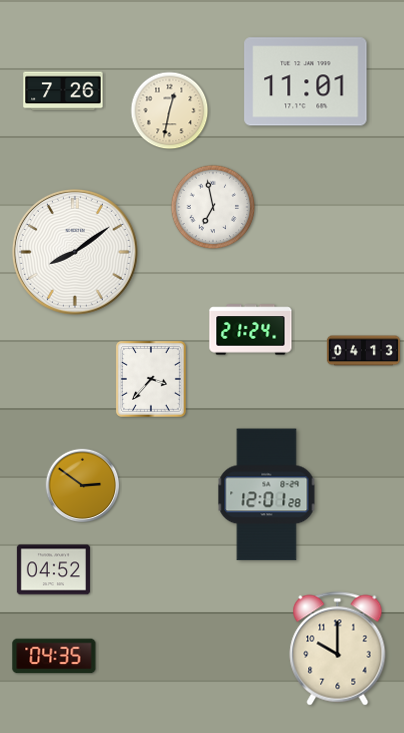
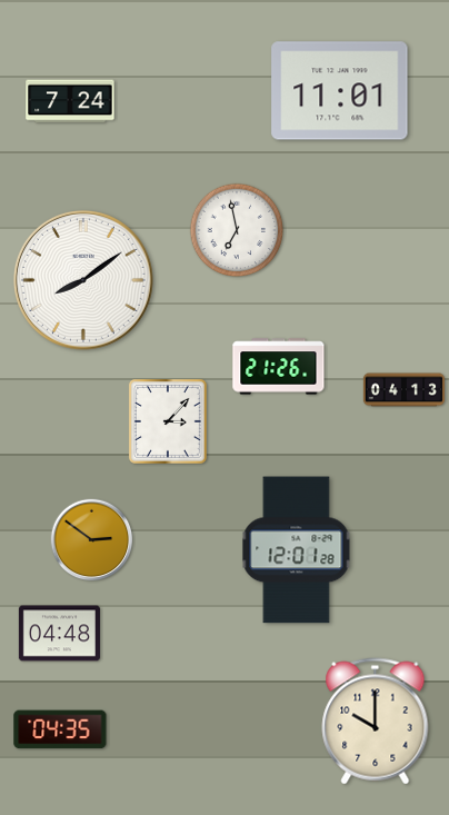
clock at (63, 91): 7:26 -> 7:24
clock at (170, 111): 12:32 -> none
clock at (251, 330): 21:24 -> 21:26
clock at (151, 380): 3:37 -> 3:07
clock at (53, 570): 04:52 -> 04:48
